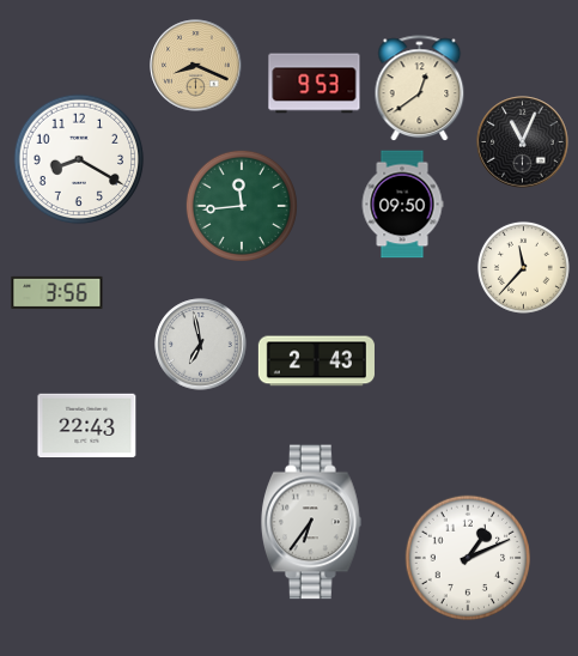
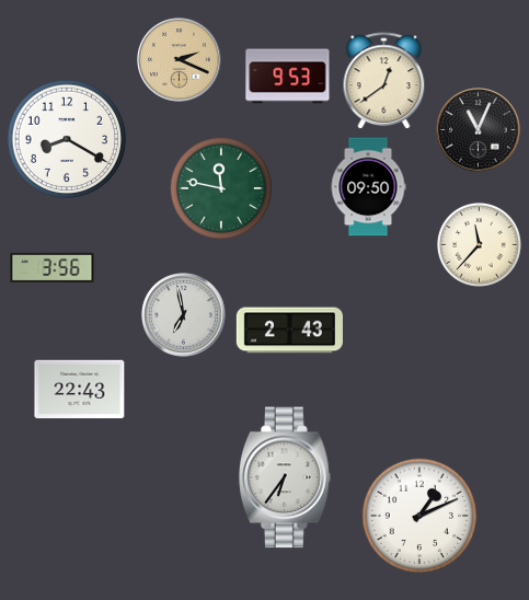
clock at (196, 66): 8:19 -> 2:19
clock at (79, 159) position: (79, 159) -> (67, 139)
clock at (242, 206): 11:44 -> 11:47
clock at (468, 558) position: (468, 558) -> (419, 516)
